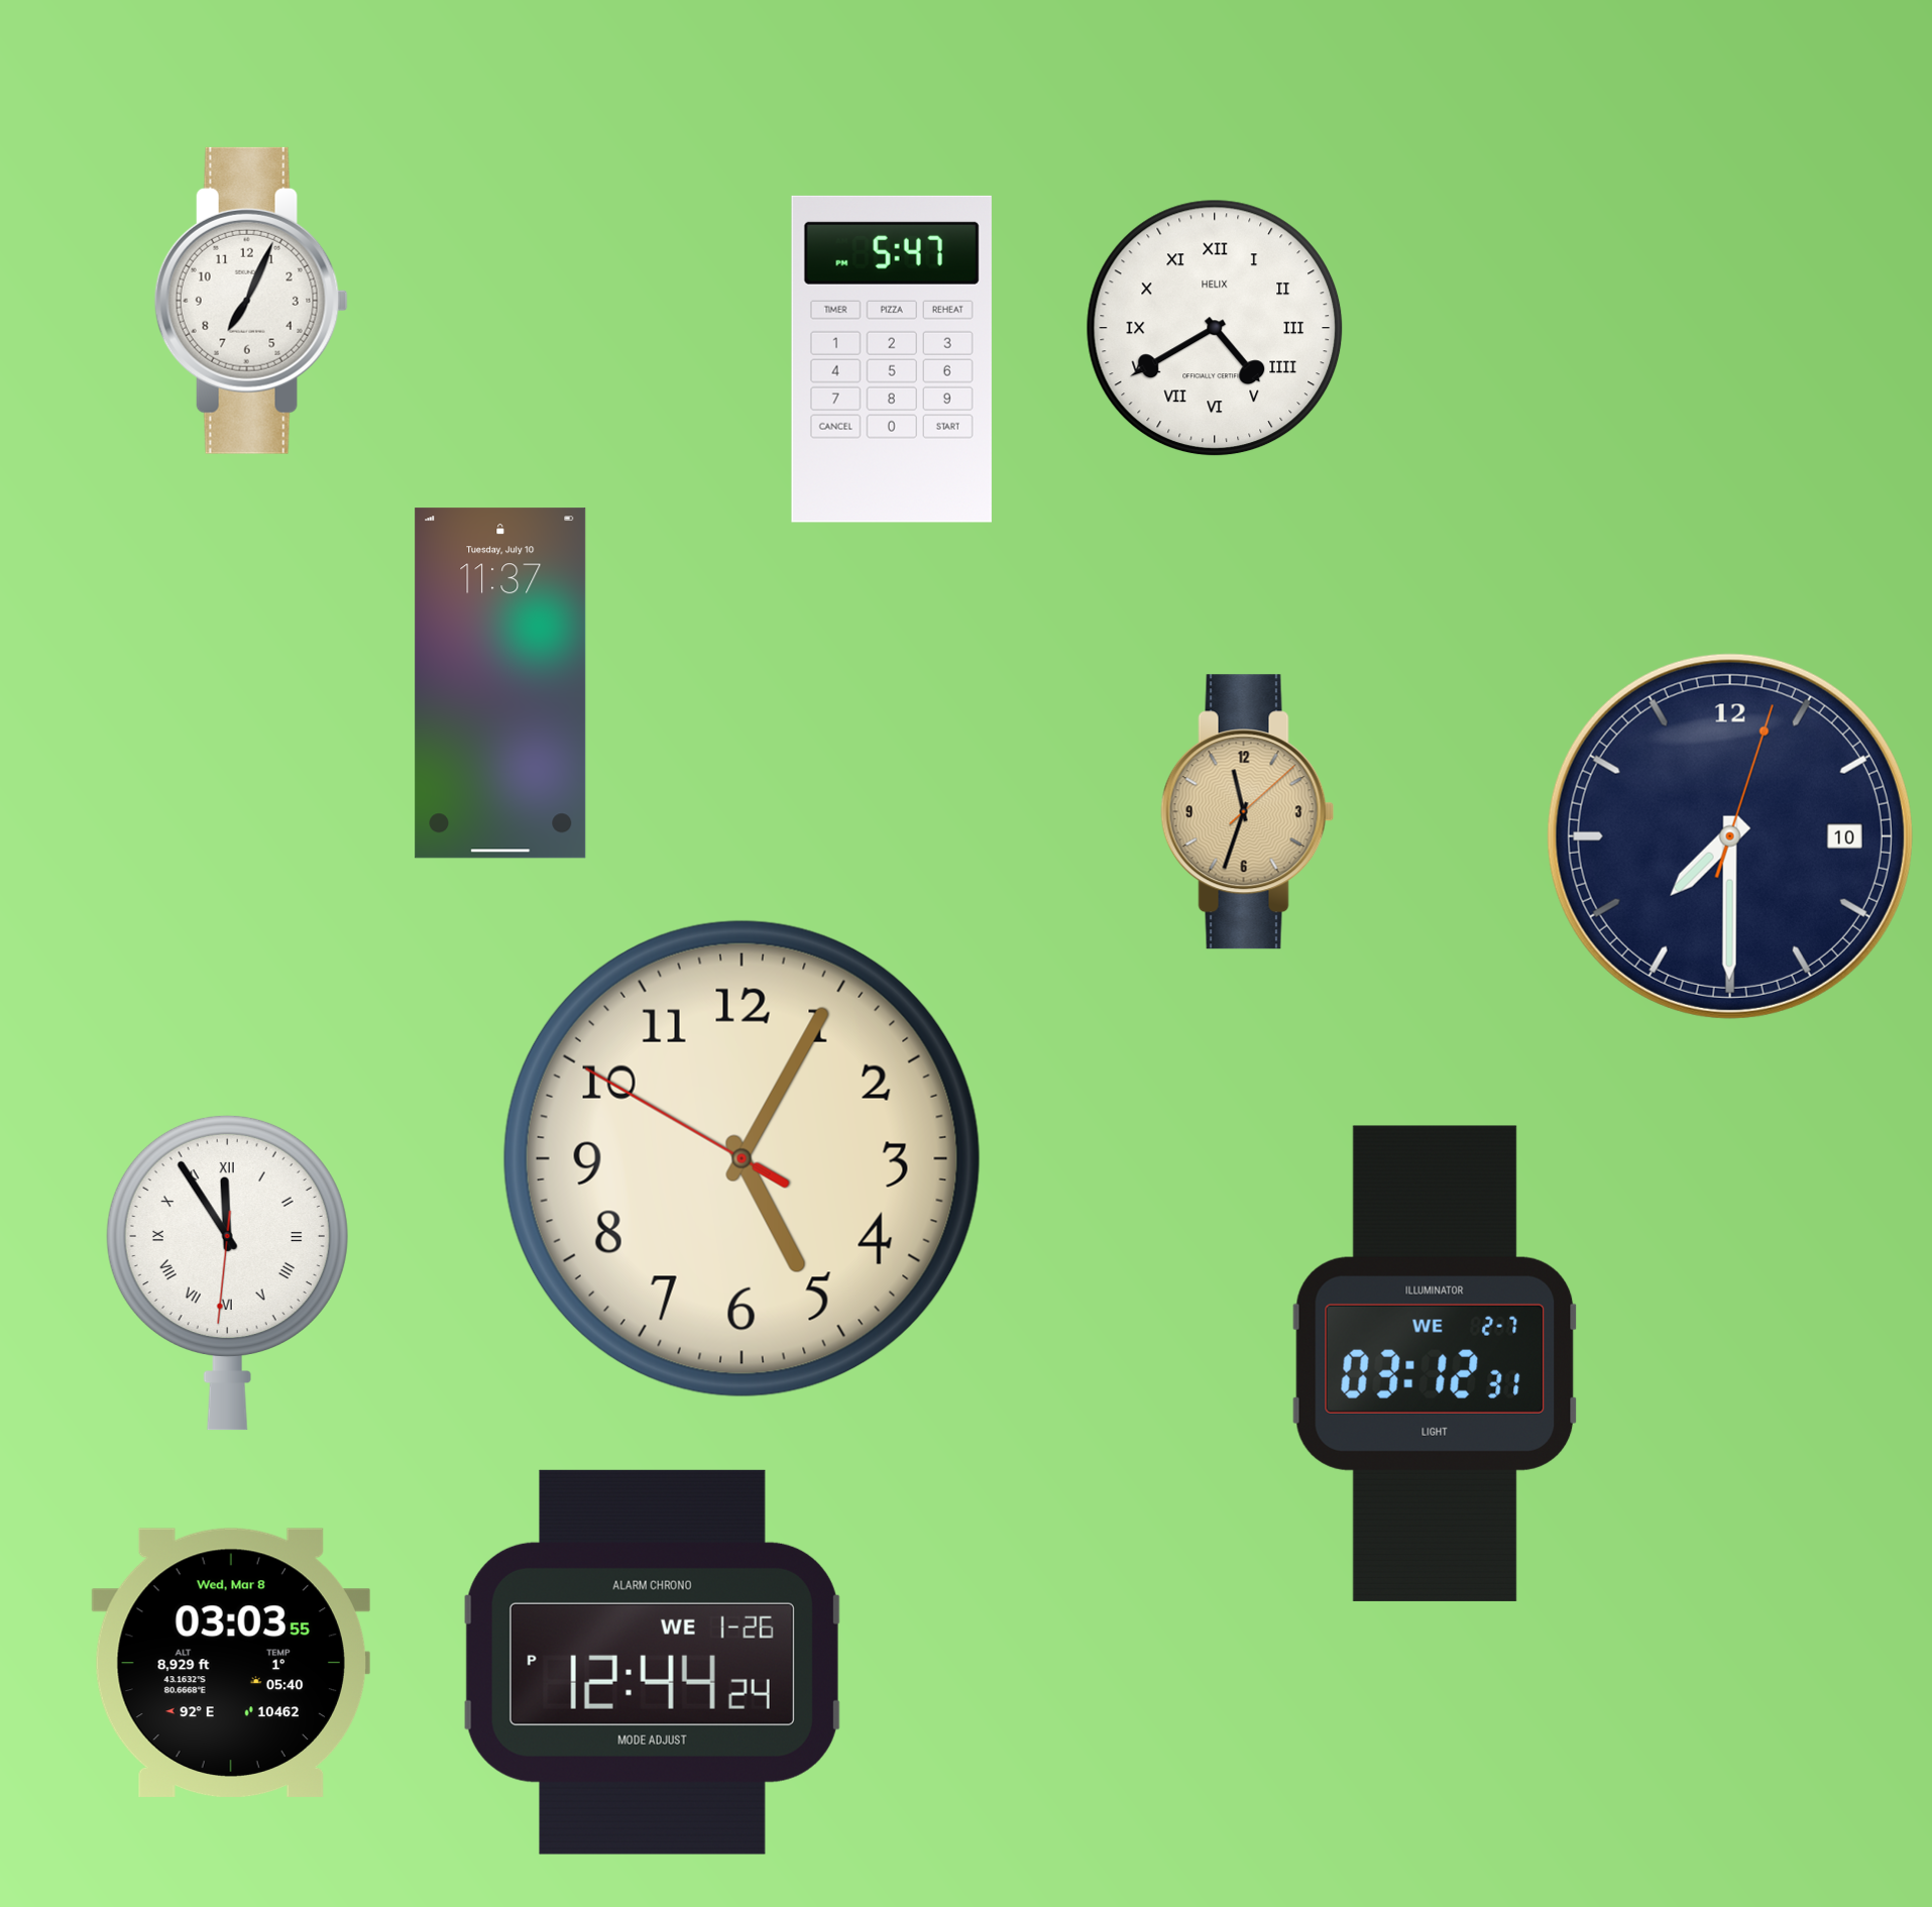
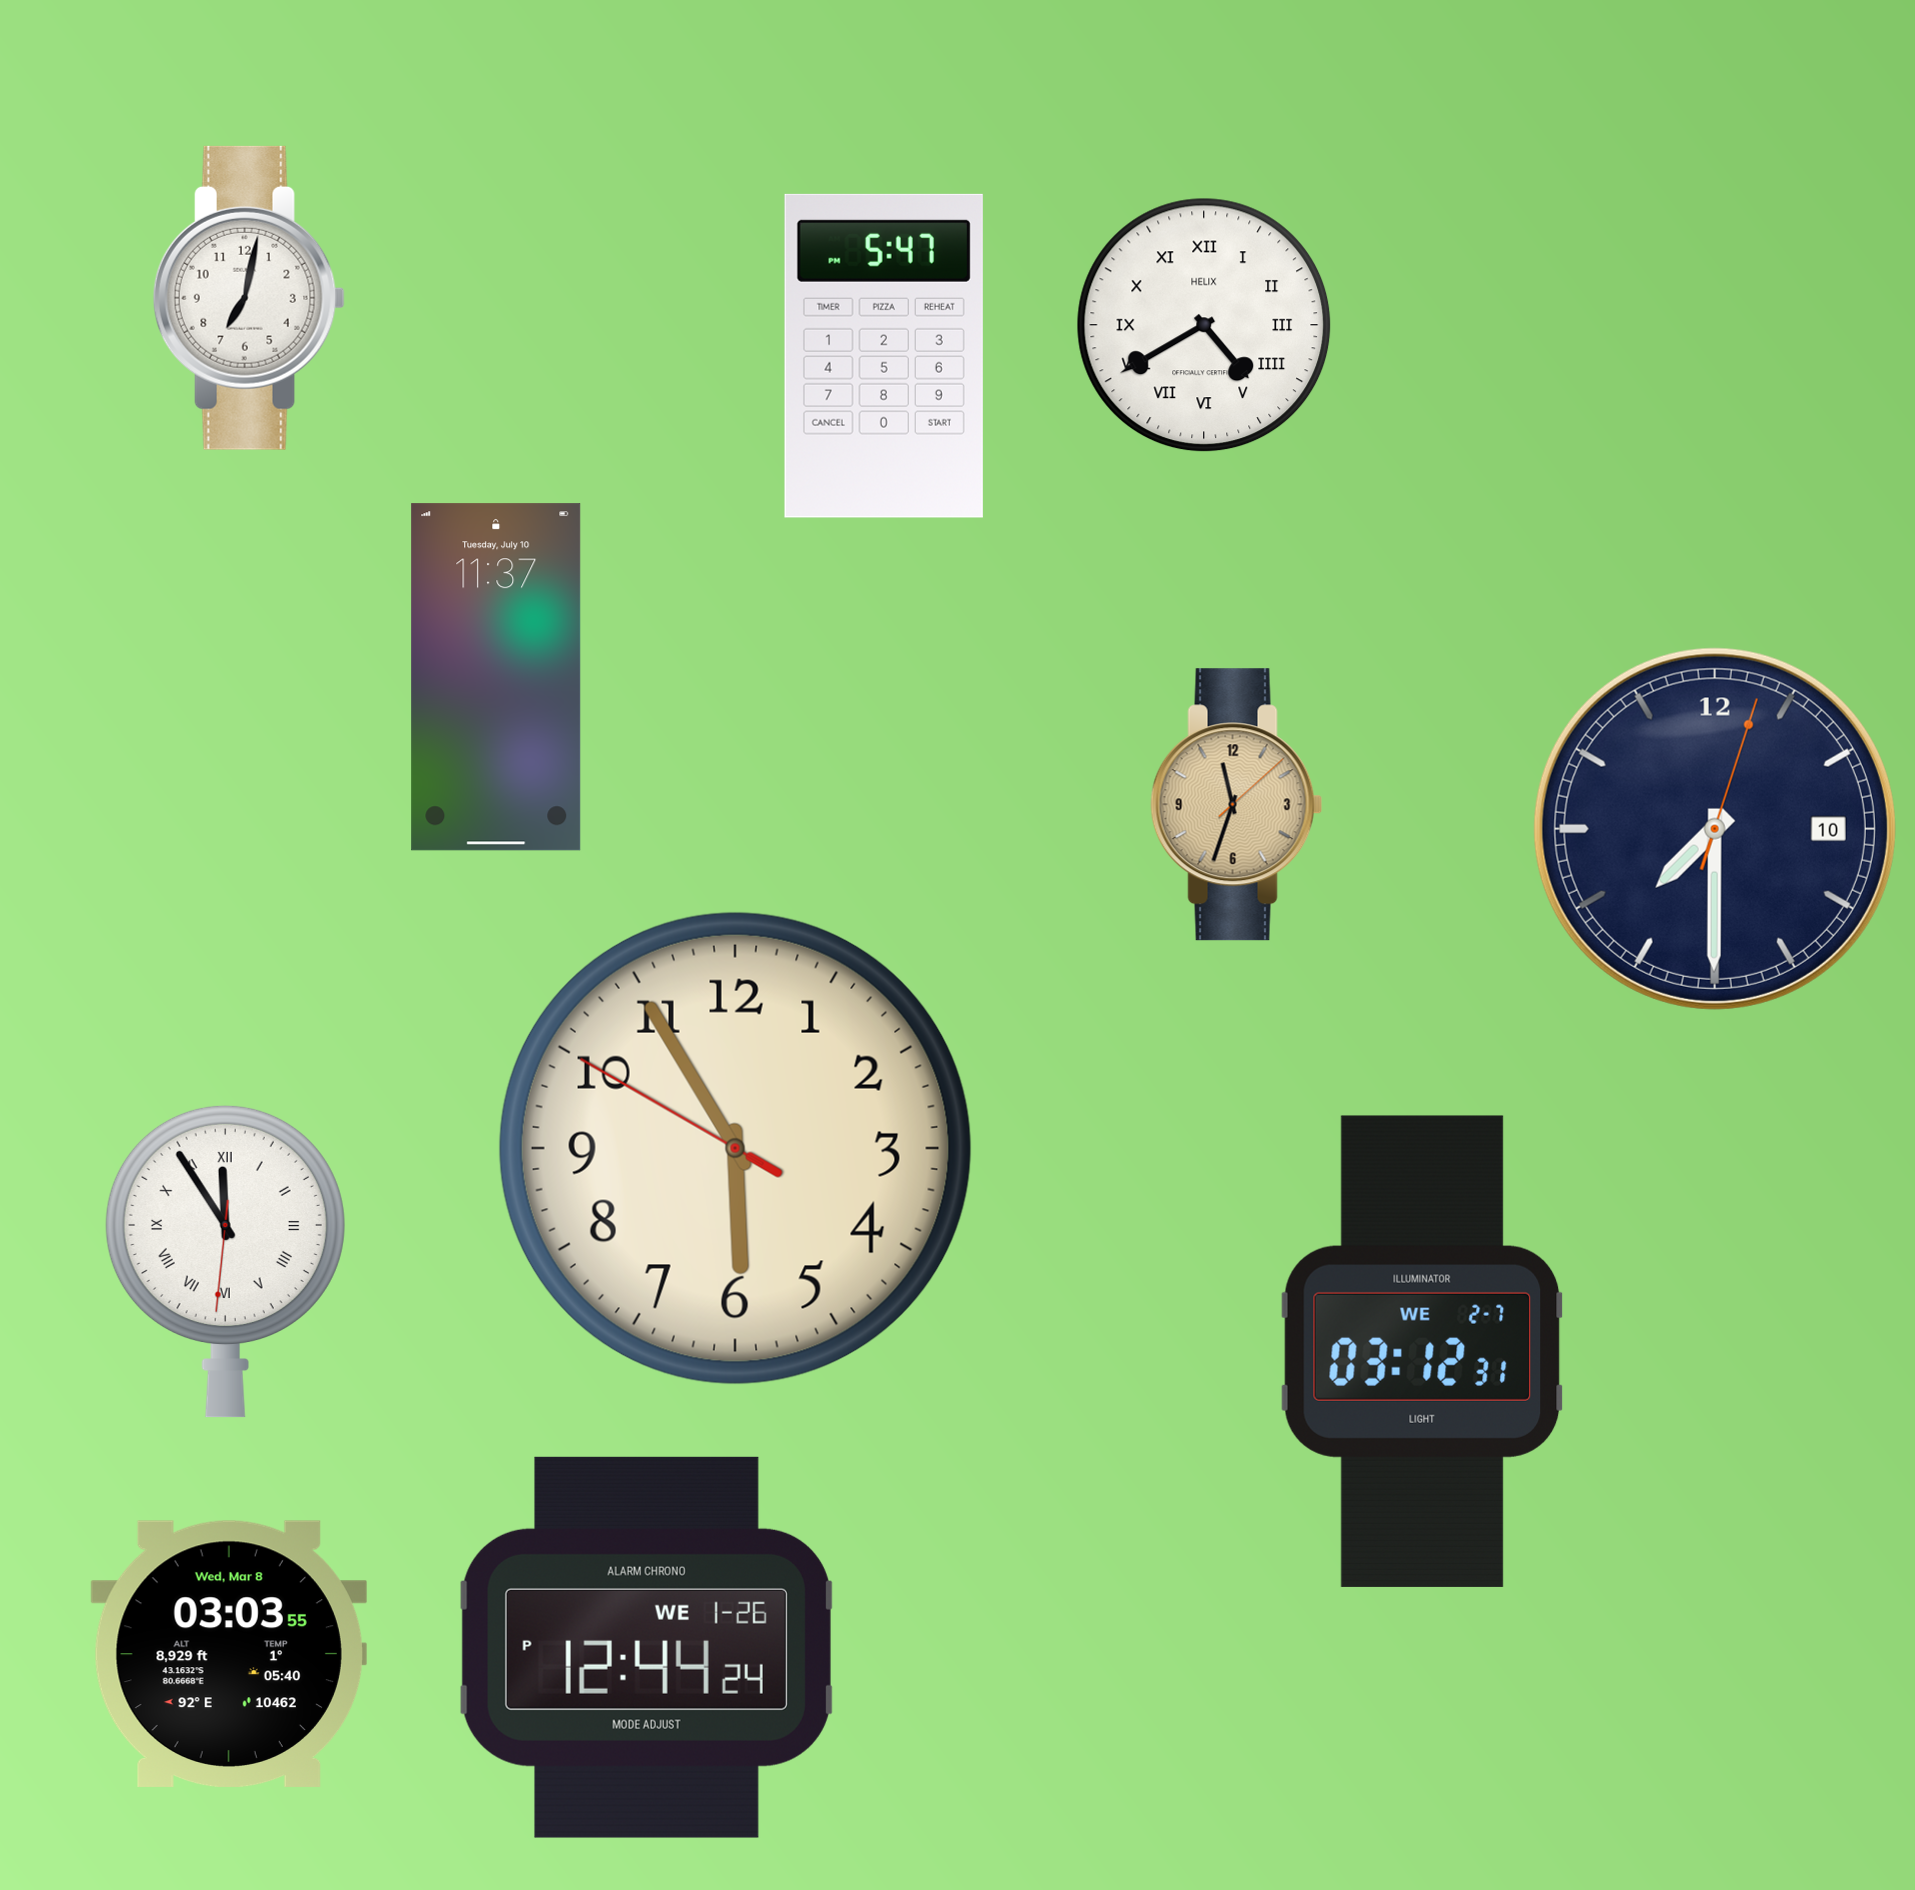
clock at (251, 301): 7:04 -> 7:02
clock at (742, 1158): 5:04 -> 5:54
clock at (231, 1663) position: (231, 1663) -> (229, 1654)
